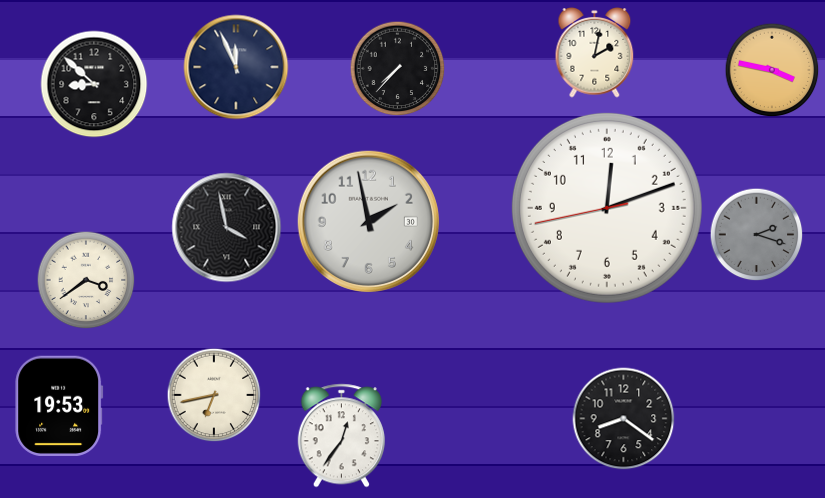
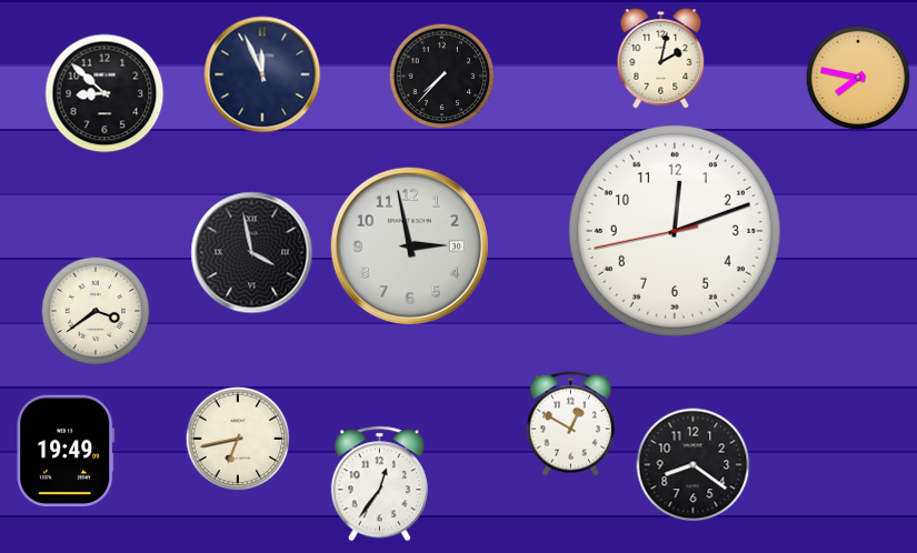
clock at (772, 70): 3:47 -> 7:47
clock at (368, 221): 1:58 -> 2:58
clock at (756, 234): 2:18 -> none
clock at (570, 424): none -> 12:50
clock at (59, 405): 19:53 -> 19:49
